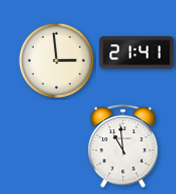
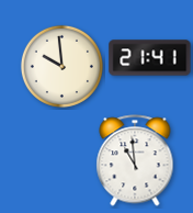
clock at (56, 60): 2:59 -> 9:59
